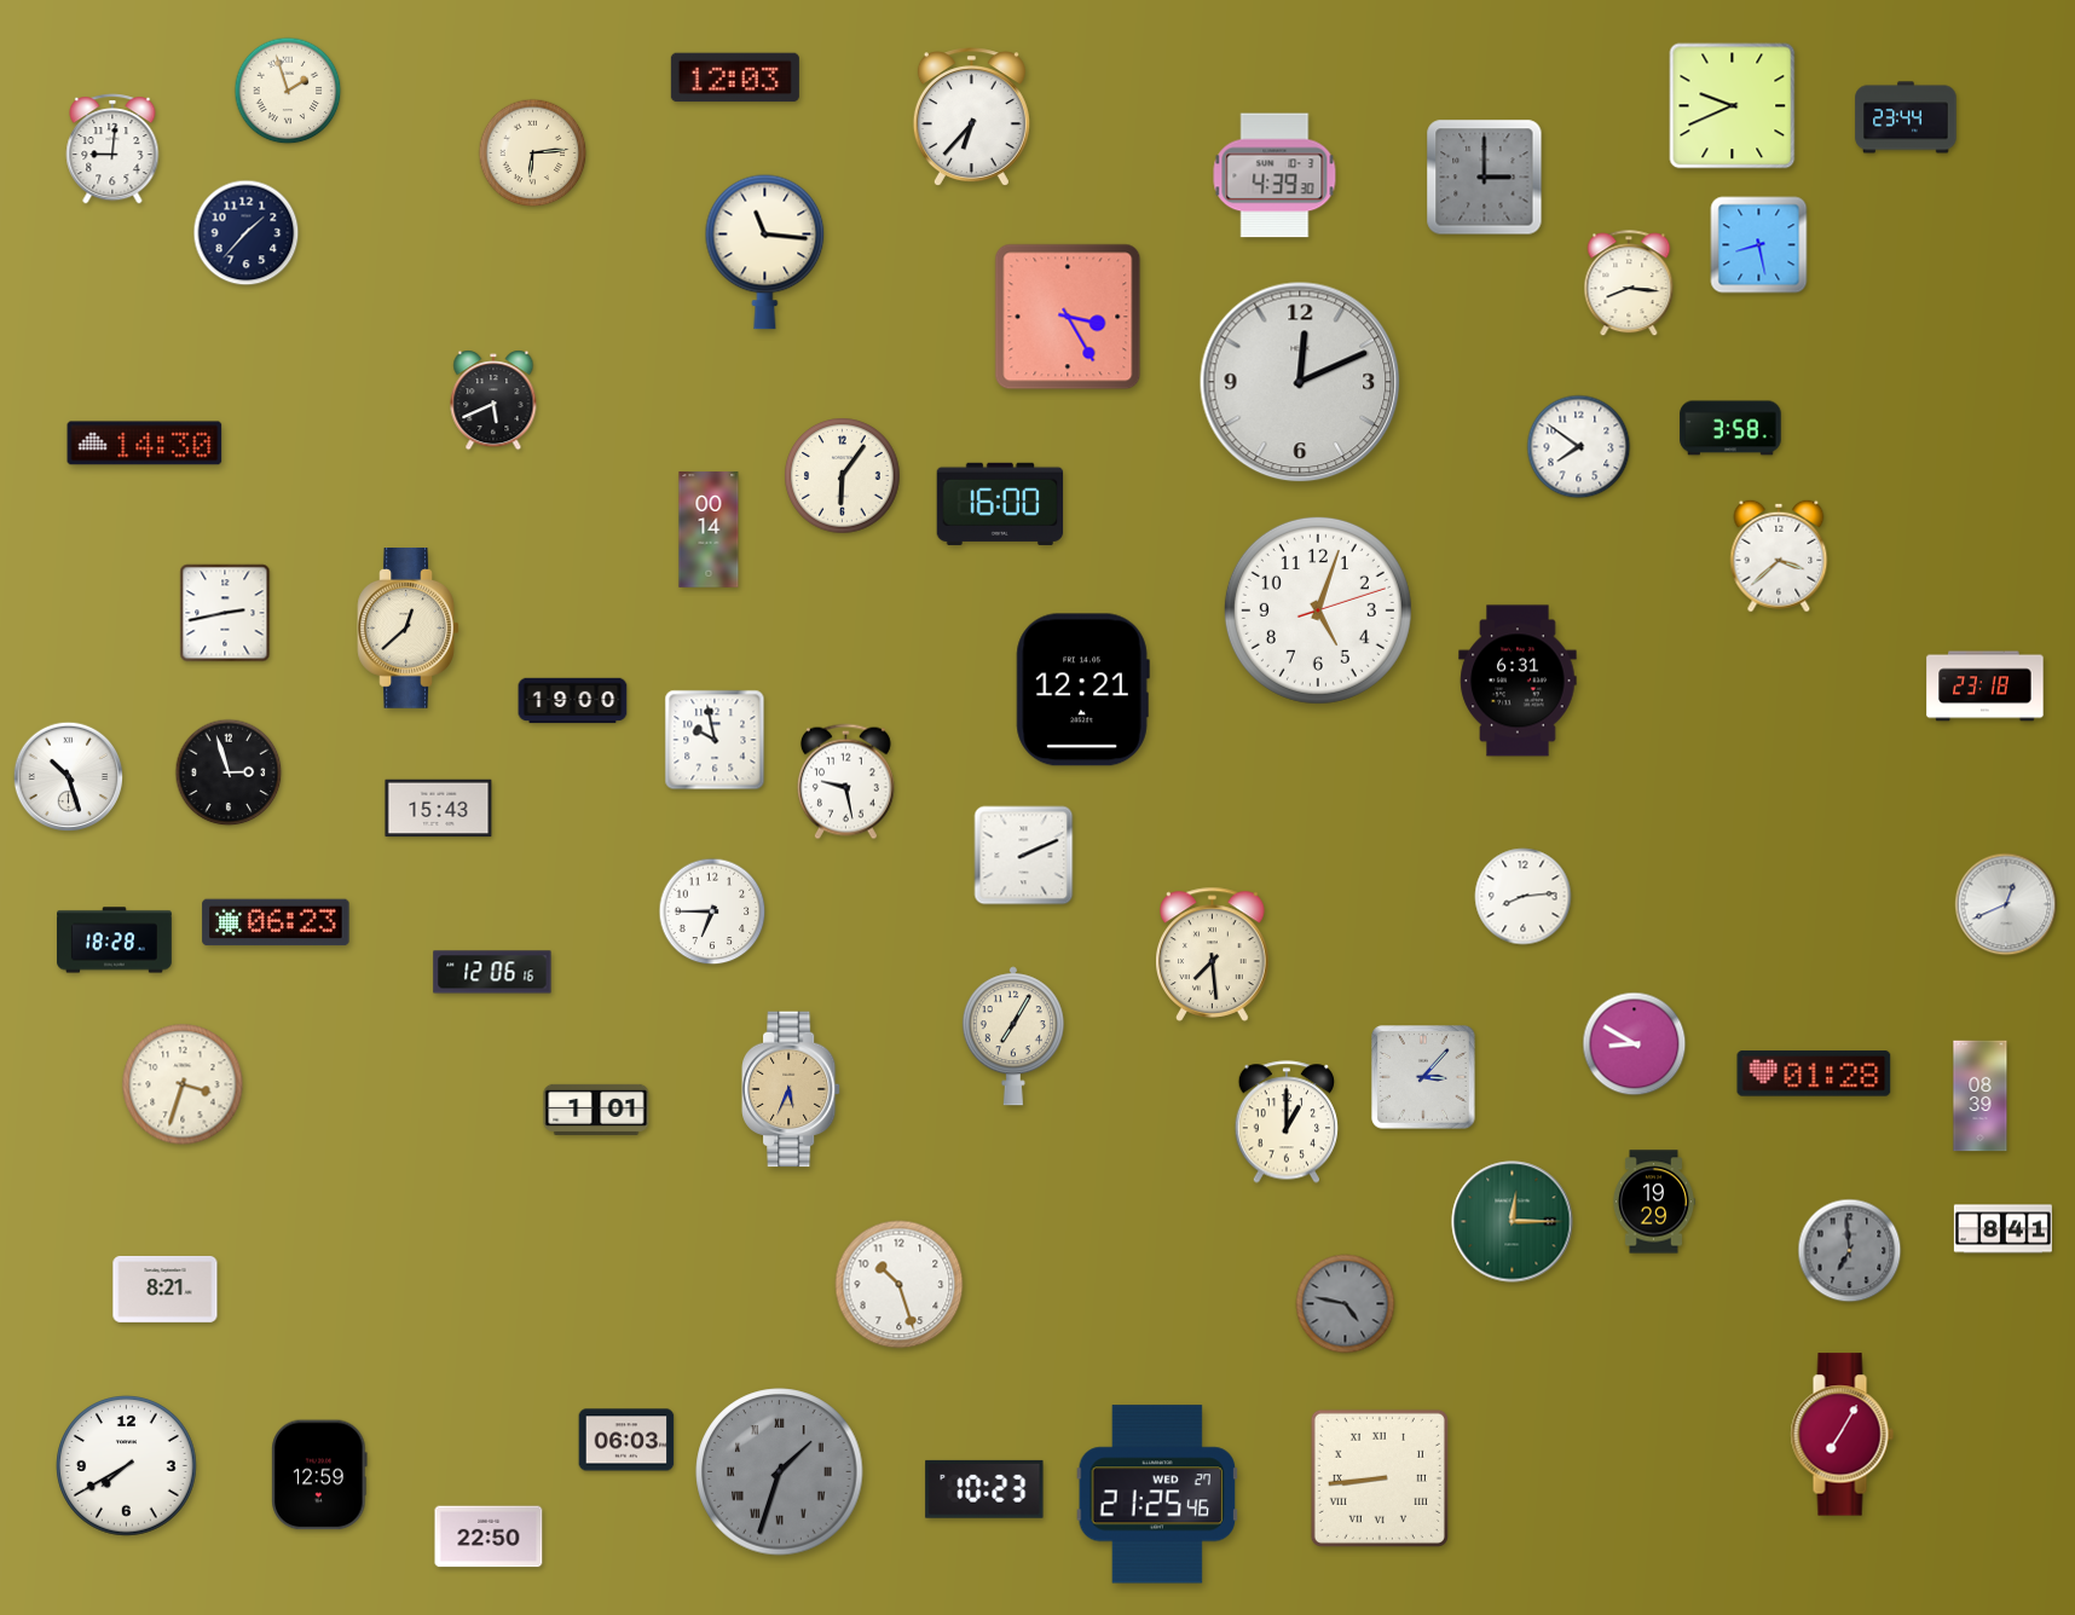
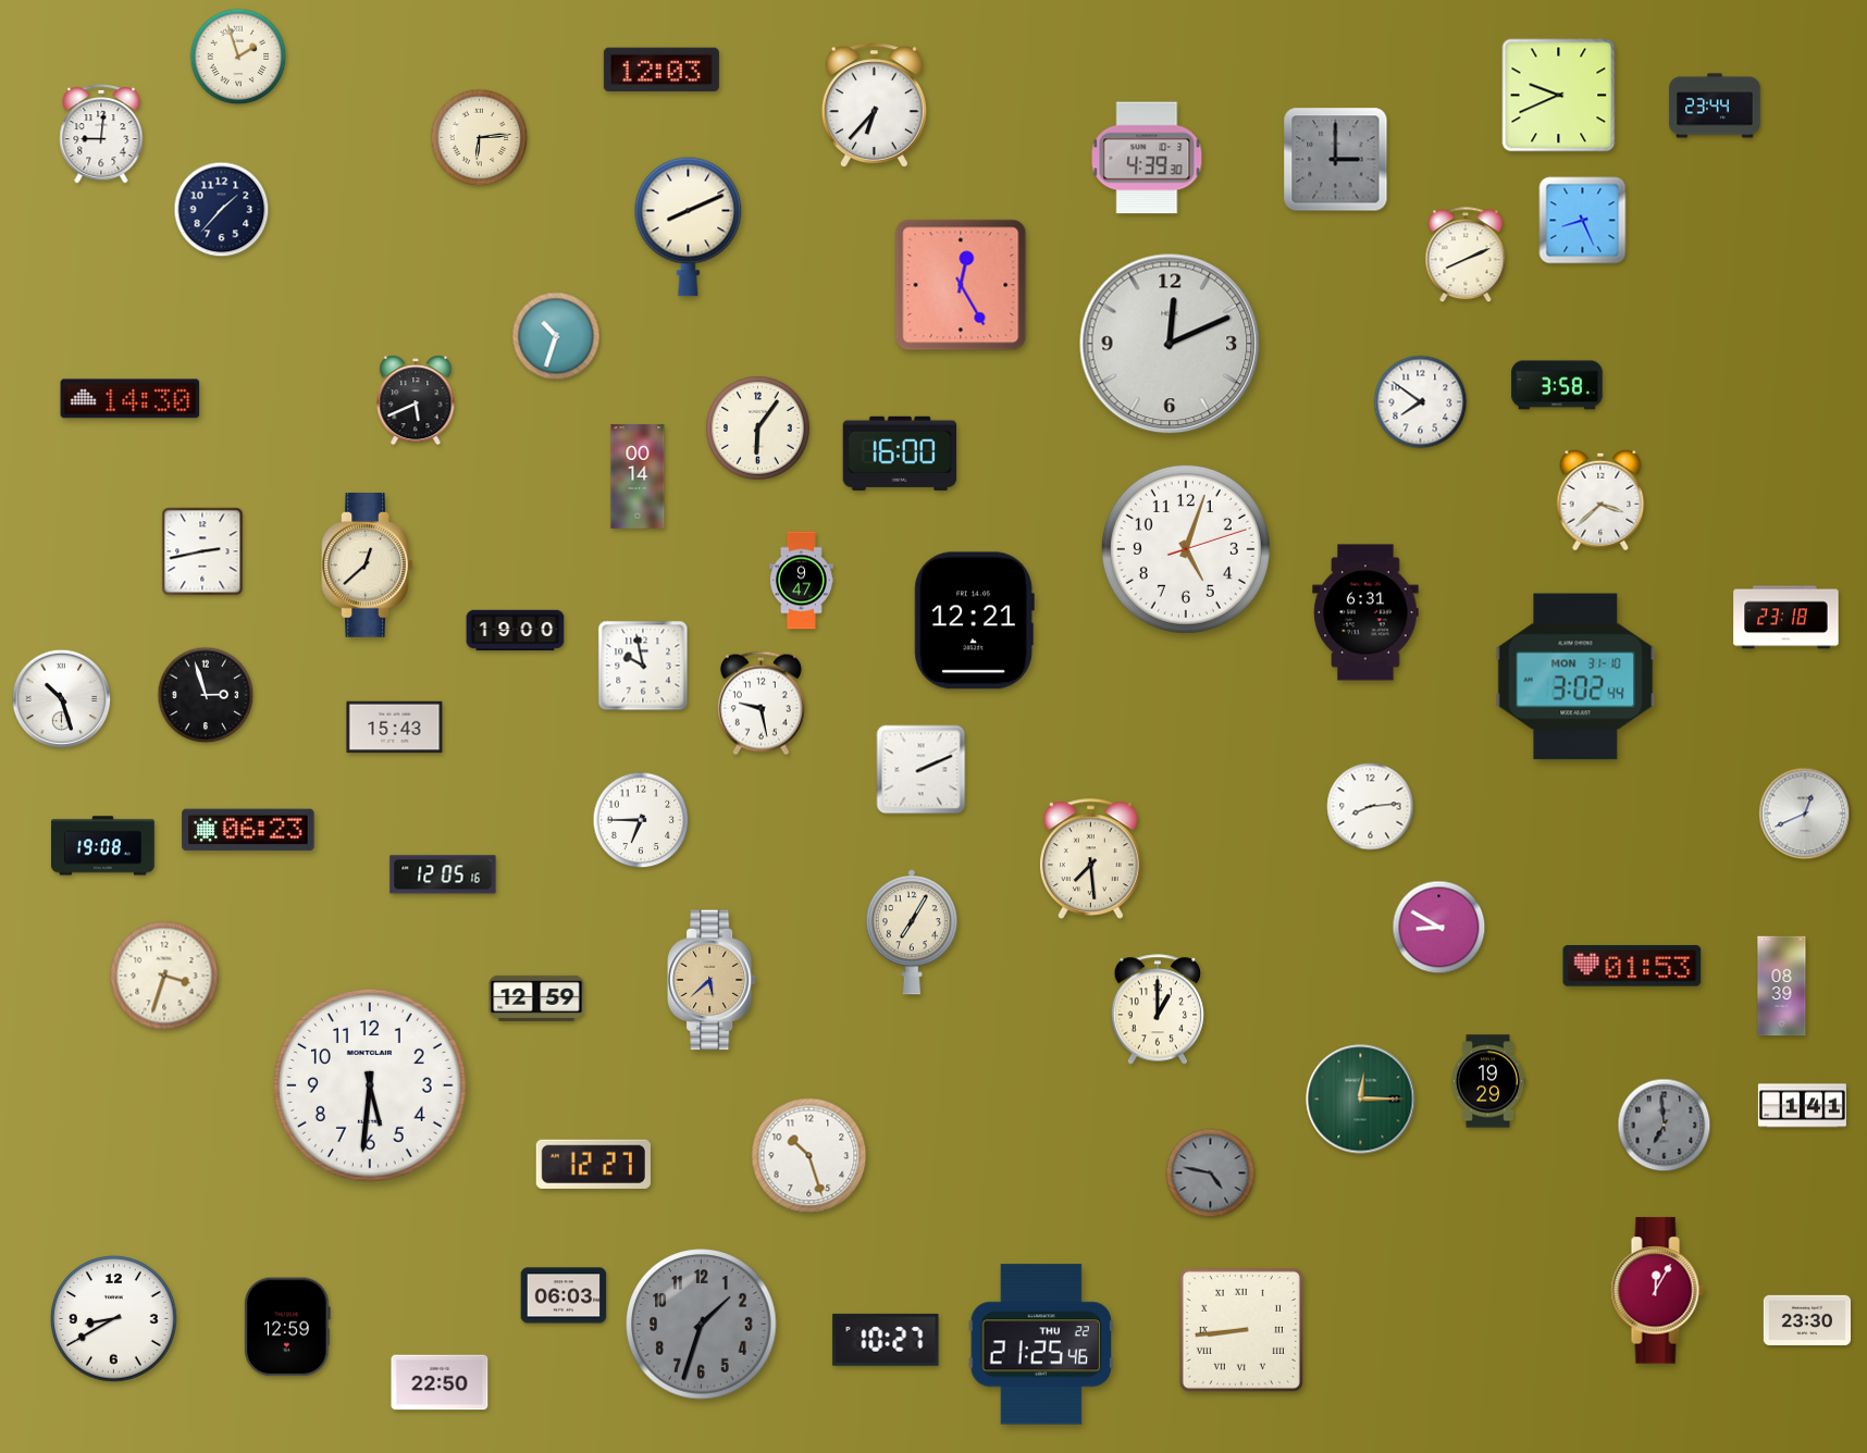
clock at (288, 91) position: (288, 91) -> (238, 57)
clock at (1759, 245): 8:28 -> 8:26
clock at (765, 251): 11:16 -> 8:11
clock at (1629, 284): 8:16 -> 8:11
clock at (1068, 317): 3:25 -> 12:25
clock at (556, 336): none -> 10:33
clock at (493, 400) position: (493, 400) -> (416, 400)
clock at (801, 581): none -> 9:47
clock at (1575, 676): none -> 3:02
clock at (115, 940): 18:28 -> 19:08
clock at (492, 972): 12:06 -> 12:05
clock at (1635, 1044) position: (1635, 1044) -> (1439, 928)
clock at (1814, 1073): 01:28 -> 01:53
clock at (1423, 1077): 3:07 -> none
clock at (791, 1089): 5:34 -> 5:38
clock at (596, 1110): 1:01 -> 12:59
clock at (370, 1085): none -> 5:31
clock at (2002, 1229): 8:41 -> 1:41
clock at (166, 1289): 8:21 -> none
clock at (593, 1164): none -> 12:27
clock at (1842, 1435): 7:05 -> 12:05
clock at (127, 1466): 7:40 -> 8:40
clock at (1806, 1319): none -> 23:30
clock at (780, 1472) numerals: Roman -> Arabic
clock at (984, 1489): 10:23 -> 10:27
clock at (1156, 1494) date: WED 27 -> THU 22
